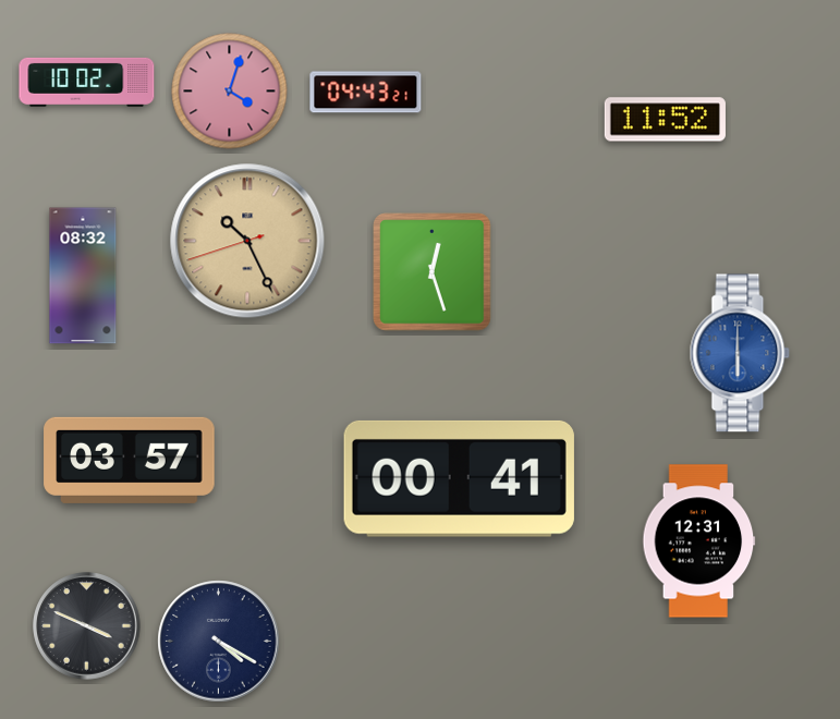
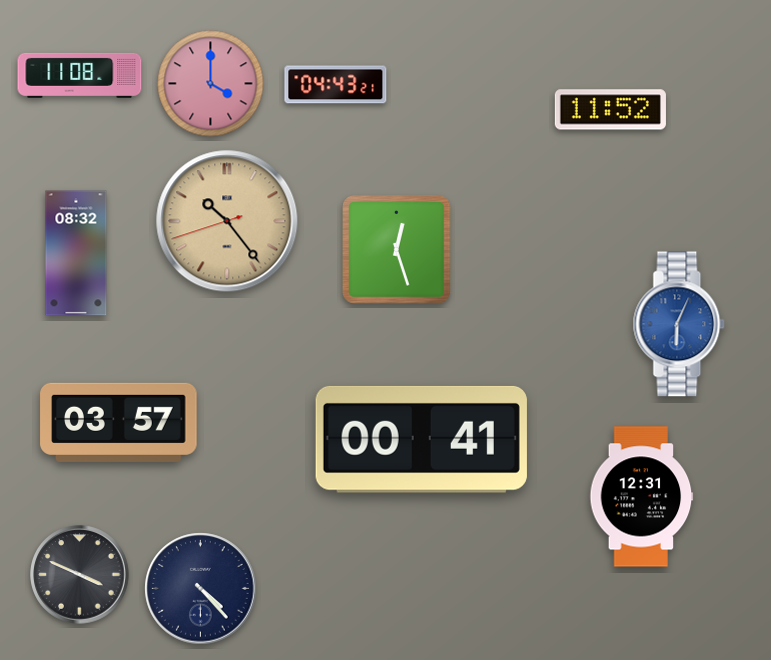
clock at (87, 82): 10:02 -> 11:08
clock at (230, 92): 4:03 -> 4:00
clock at (247, 241): 10:25 -> 10:23
clock at (740, 353): 6:00 -> 6:04
clock at (219, 642): 4:20 -> 4:23
